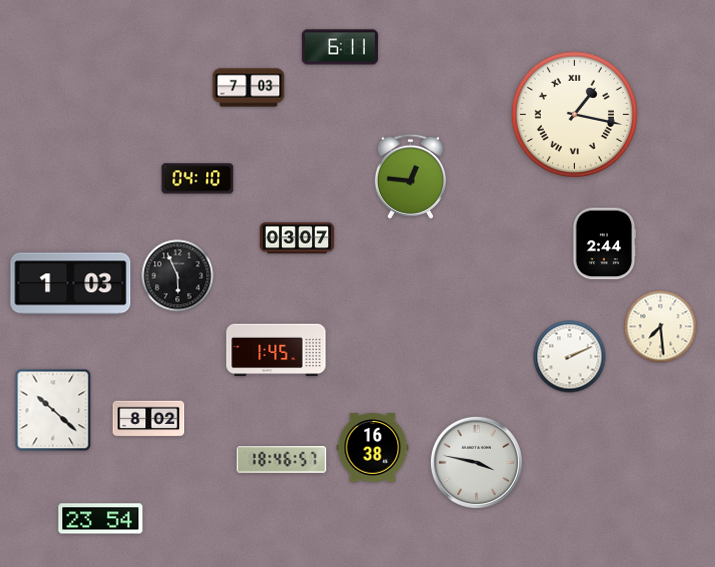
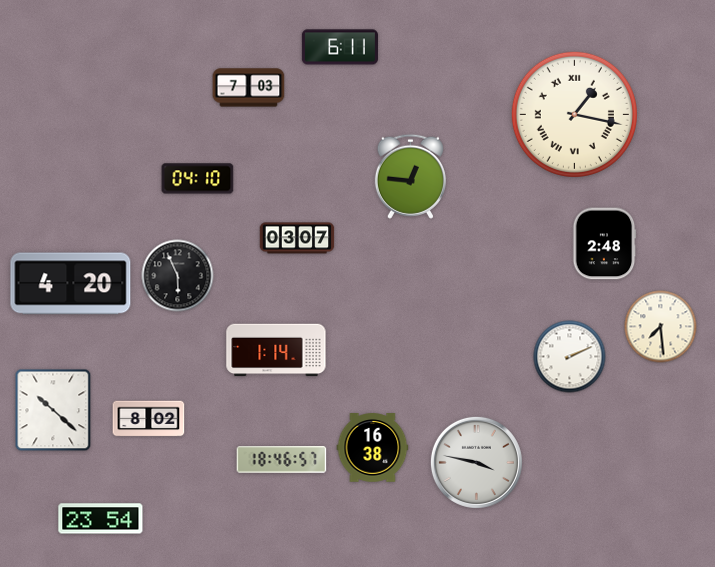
clock at (604, 244): 2:44 -> 2:48
clock at (71, 284): 1:03 -> 4:20
clock at (276, 350): 1:45 -> 1:14
